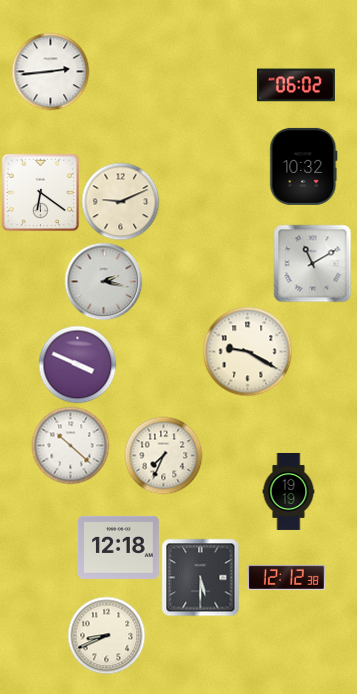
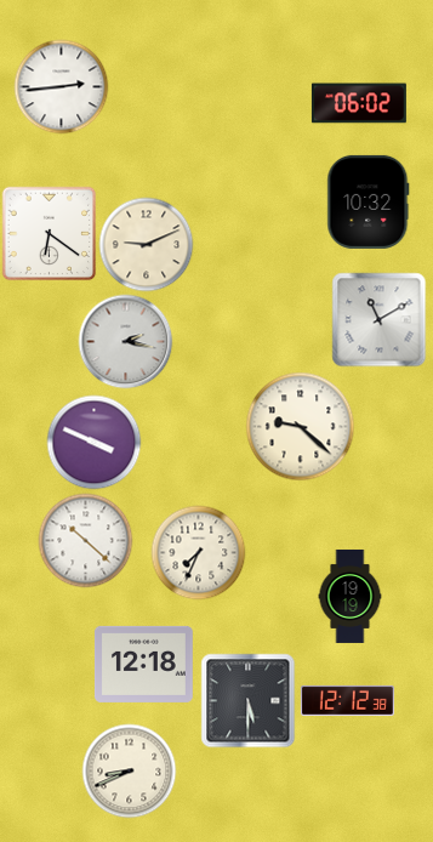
clock at (247, 351): 9:20 -> 9:22
clock at (200, 577) position: (200, 577) -> (247, 700)
